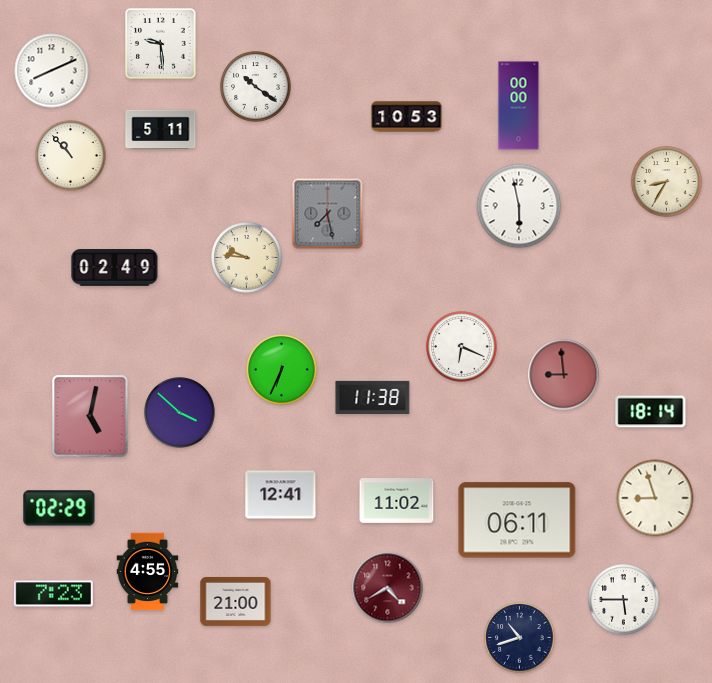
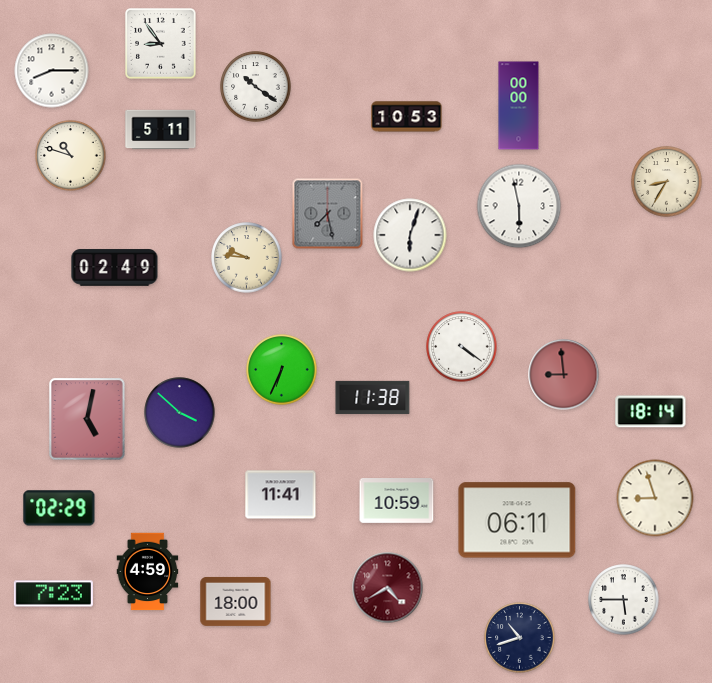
clock at (161, 44): 9:29 -> 8:54
clock at (52, 71): 8:11 -> 8:15
clock at (71, 156): 10:53 -> 10:48
clock at (410, 235): none -> 6:03
clock at (462, 347): 6:19 -> 4:21
clock at (90, 416) position: (90, 416) -> (87, 419)
clock at (281, 495): 12:41 -> 11:41
clock at (397, 501): 11:02 -> 10:59
clock at (148, 572): 4:55 -> 4:59
clock at (236, 601): 21:00 -> 18:00
